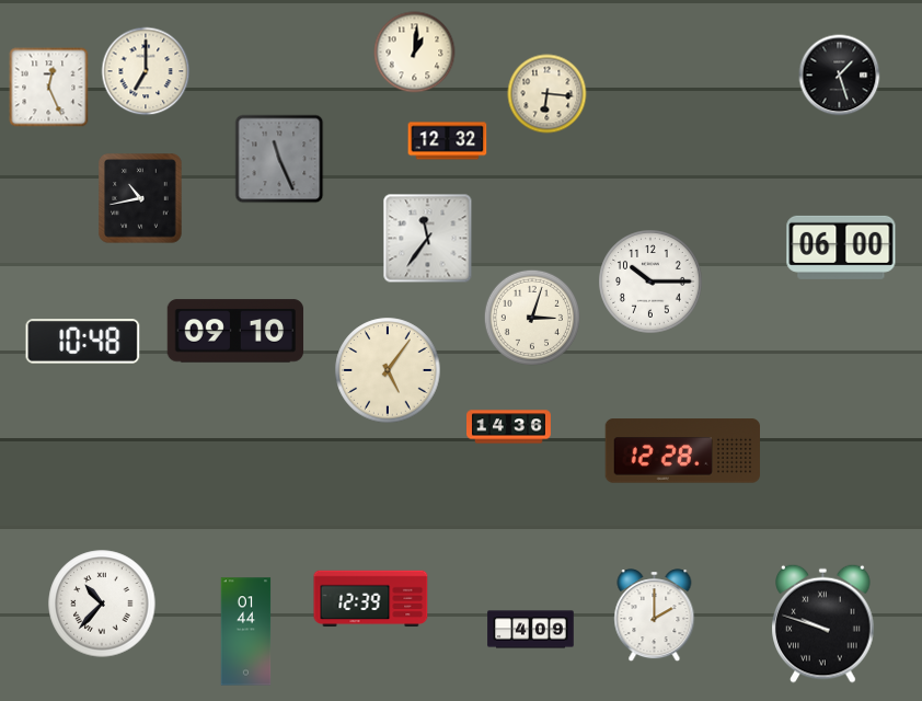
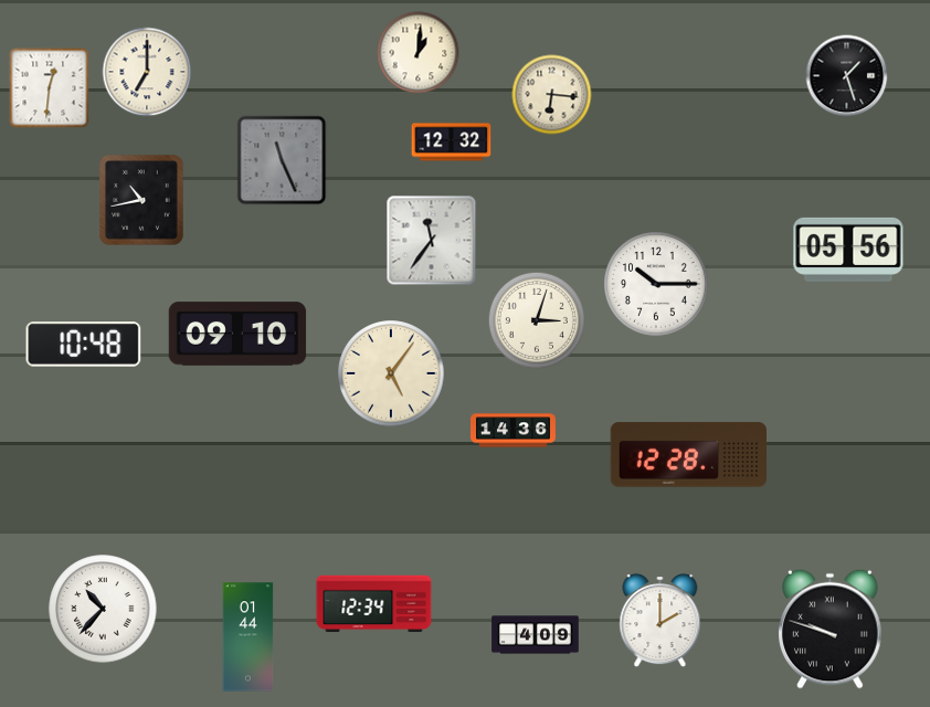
clock at (49, 88): 12:26 -> 12:31
clock at (841, 248): 06:00 -> 05:56
clock at (371, 599): 12:39 -> 12:34
